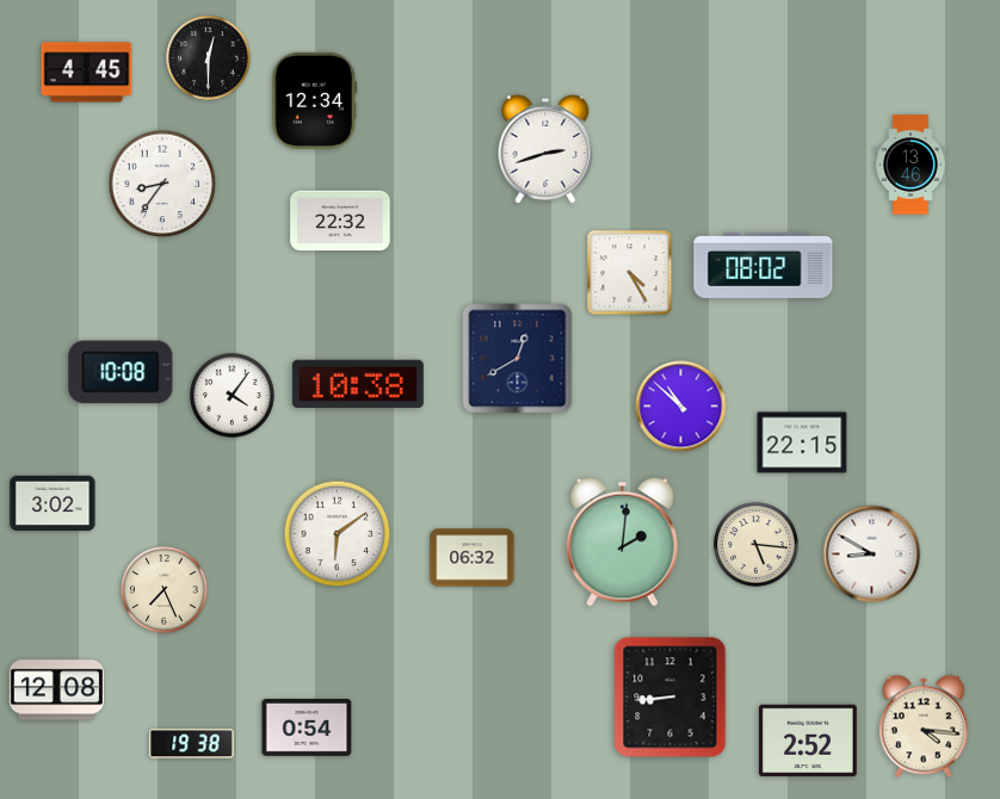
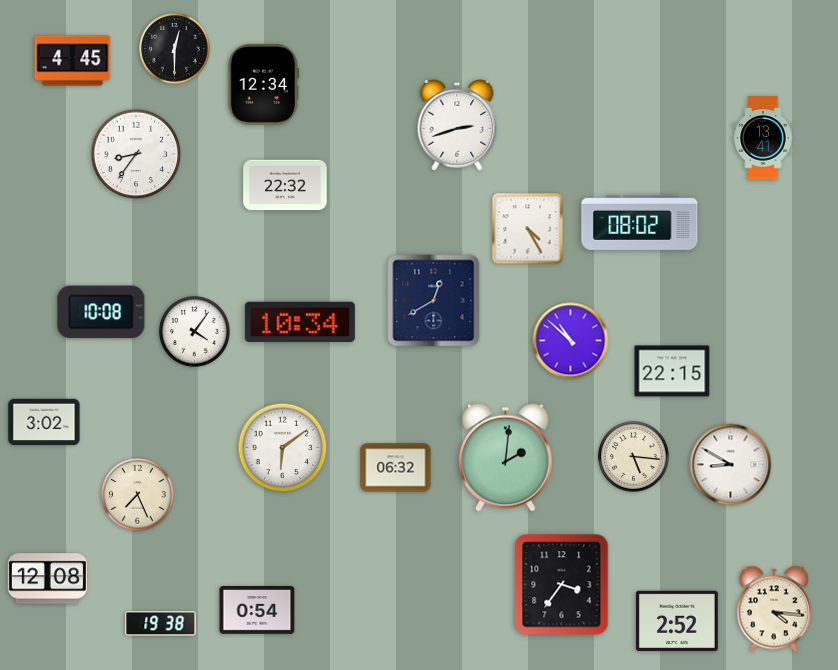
clock at (911, 165): 13:46 -> 13:41
clock at (358, 383): 10:38 -> 10:34
clock at (623, 541) position: (623, 541) -> (506, 457)
clock at (671, 698): 8:44 -> 3:36
